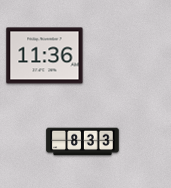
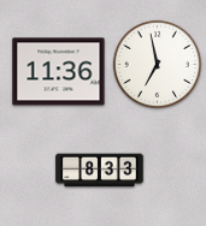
clock at (157, 64): none -> 6:58
clock at (45, 56) position: (45, 56) -> (59, 72)
